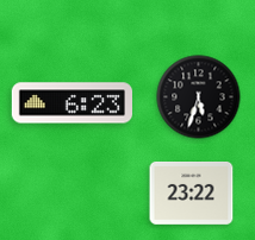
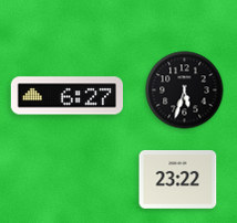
clock at (71, 103): 6:23 -> 6:27
